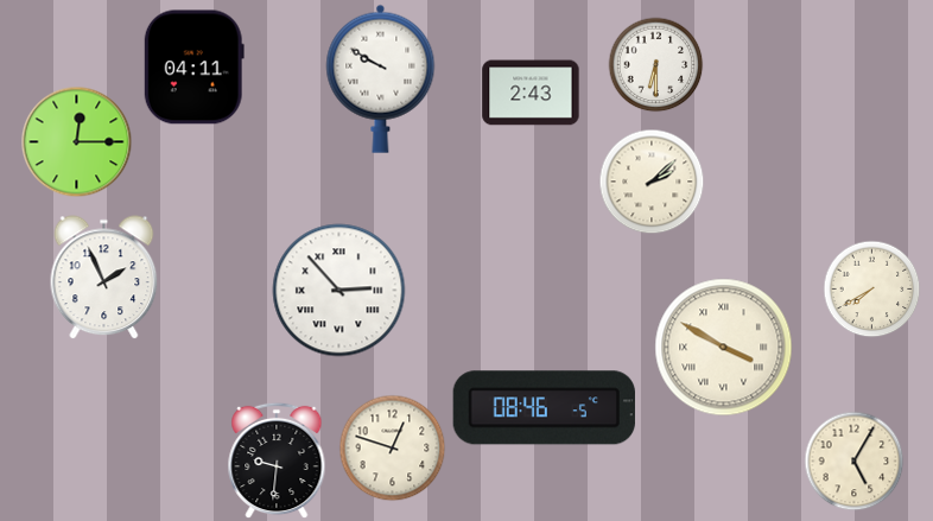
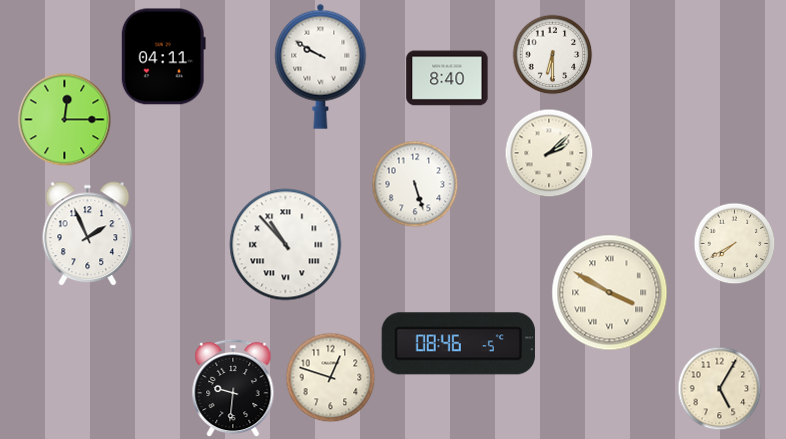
clock at (531, 93): 2:43 -> 8:40
clock at (415, 184): none -> 5:27
clock at (339, 291): 2:53 -> 10:53
